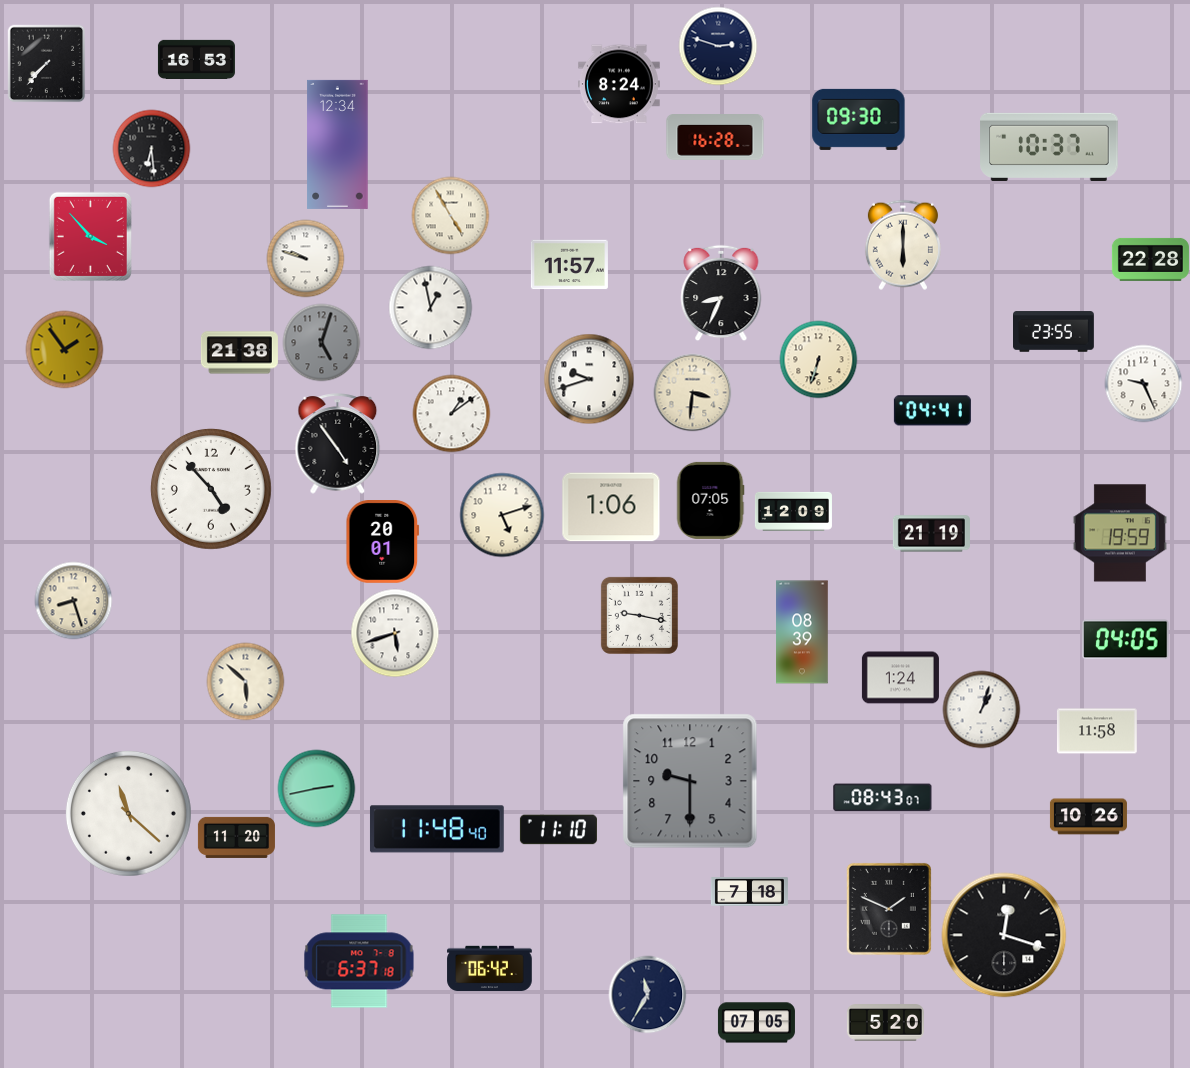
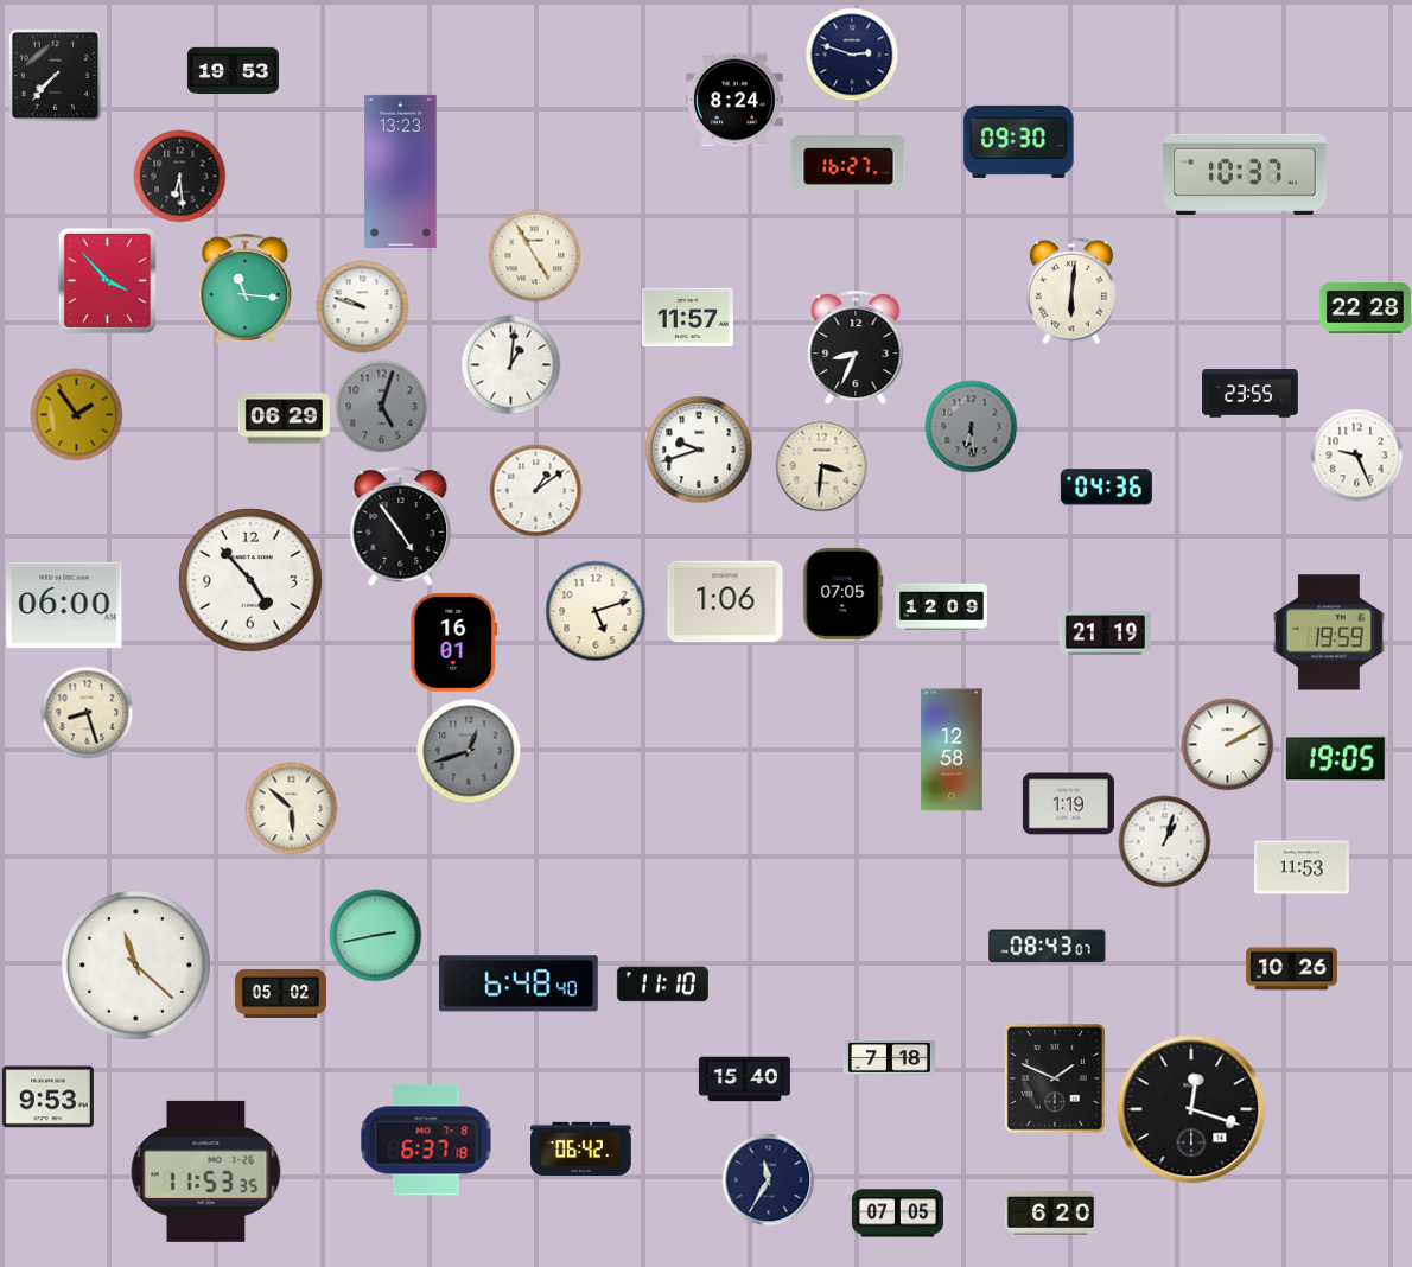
clock at (196, 59): 16:53 -> 19:53
clock at (715, 138): 16:28 -> 16:27
clock at (338, 144): 12:34 -> 13:23
clock at (246, 288): none -> 11:16
clock at (903, 245): 6:00 -> 6:01
clock at (569, 265) position: (569, 265) -> (687, 318)
clock at (430, 307): 12:58 -> 1:01
clock at (239, 353): 21:38 -> 06:29
clock at (818, 359): 6:33 -> 6:29
clock at (818, 359) dial: cream -> grey
clock at (932, 411): 04:41 -> 04:36
clock at (64, 605): none -> 06:00
clock at (382, 542): 20:01 -> 16:01
clock at (639, 615): 9:17 -> none
clock at (1227, 744): none -> 2:10
clock at (802, 632): 08:39 -> 12:58
clock at (395, 633): 5:42 -> 12:42
clock at (395, 633) dial: white -> grey
clock at (1126, 640): 04:05 -> 19:05
clock at (900, 678): 1:24 -> 1:19
clock at (1097, 731): 11:58 -> 11:53
clock at (690, 781): 9:30 -> none
clock at (128, 813) position: (128, 813) -> (135, 964)
clock at (437, 829): 11:48 -> 6:48
clock at (236, 837): 11:20 -> 05:02
clock at (744, 1080): none -> 15:40
clock at (47, 1097): none -> 9:53
clock at (206, 1171): none -> 11:53
clock at (885, 1023): 5:20 -> 6:20
